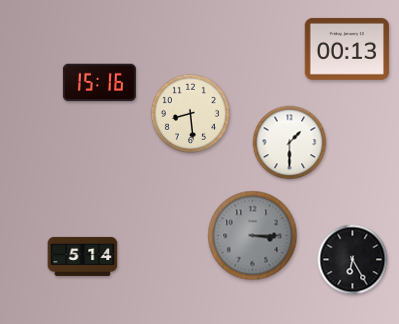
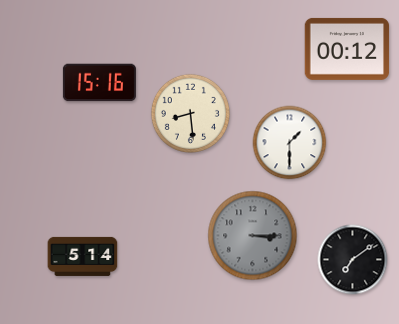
clock at (347, 49): 00:13 -> 00:12
clock at (353, 260): 6:25 -> 7:09
